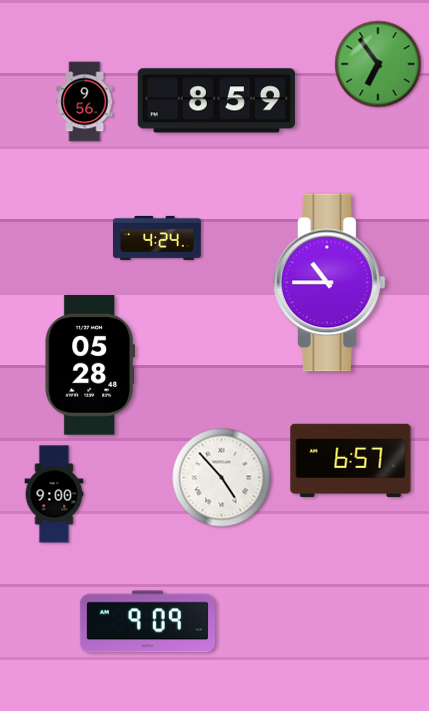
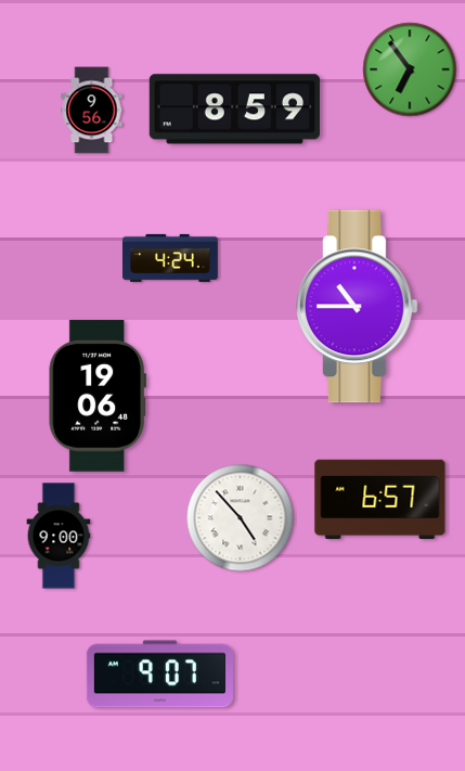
clock at (89, 365): 05:28 -> 19:06
clock at (147, 622): 9:09 -> 9:07
